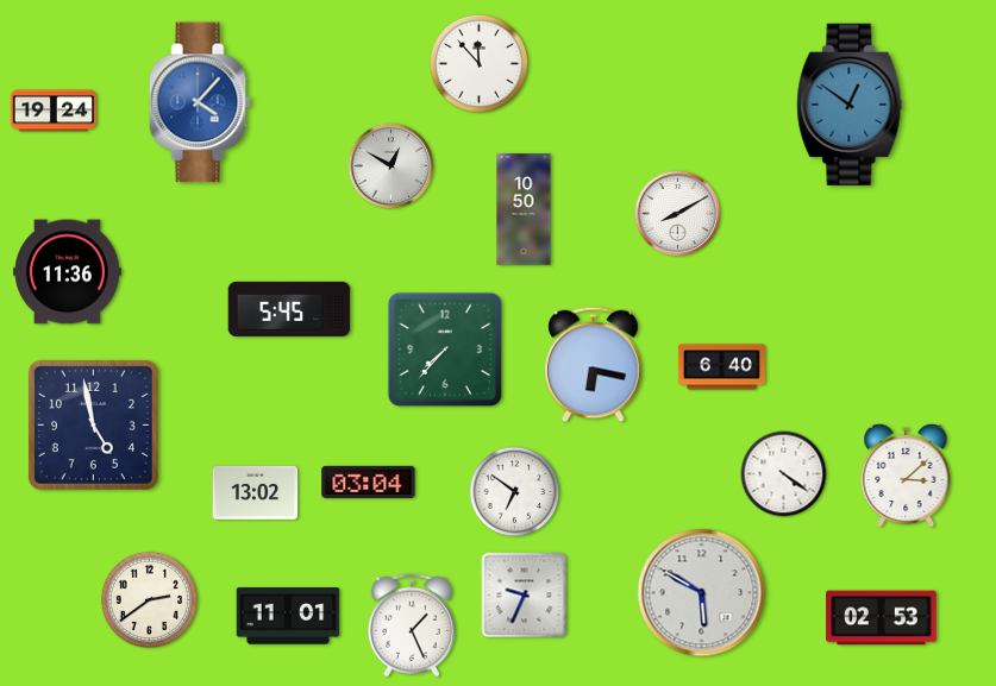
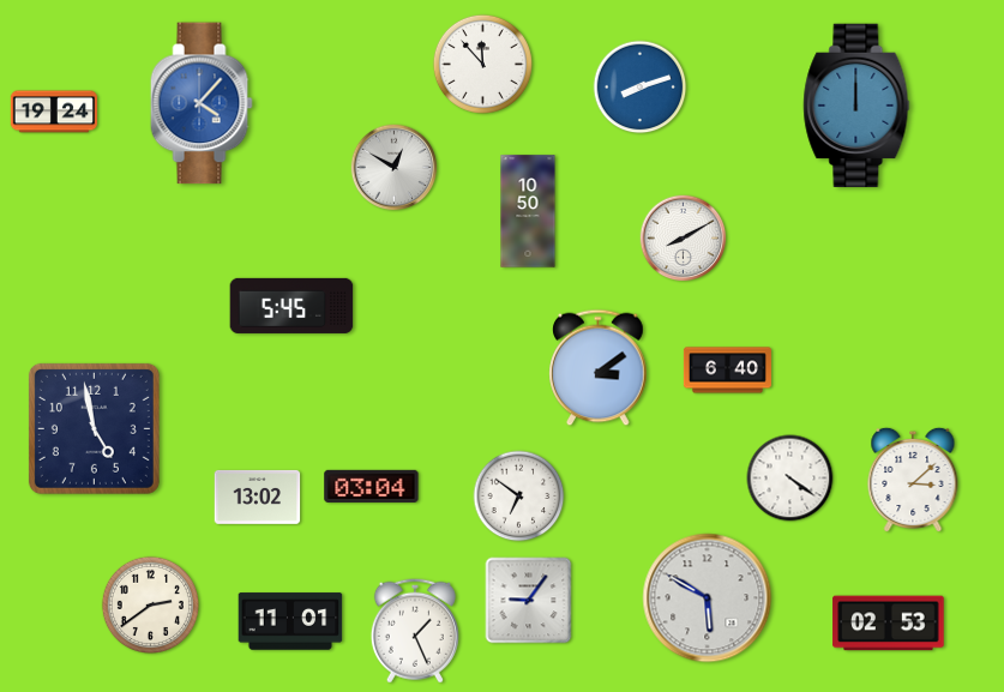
clock at (641, 88): none -> 8:12
clock at (850, 105): 12:51 -> 12:00
clock at (678, 214) position: (678, 214) -> (684, 239)
clock at (67, 272): 11:36 -> none
clock at (289, 309) position: (289, 309) -> (291, 306)
clock at (445, 350): 7:37 -> none
clock at (594, 365): 6:17 -> 3:09
clock at (525, 596): 9:34 -> 9:06
